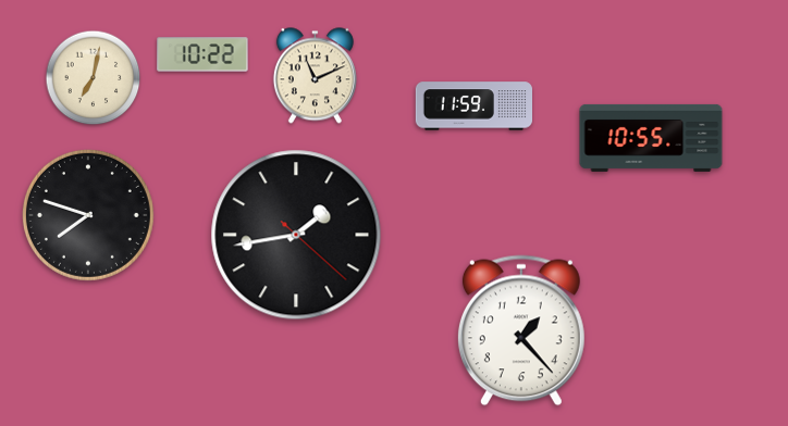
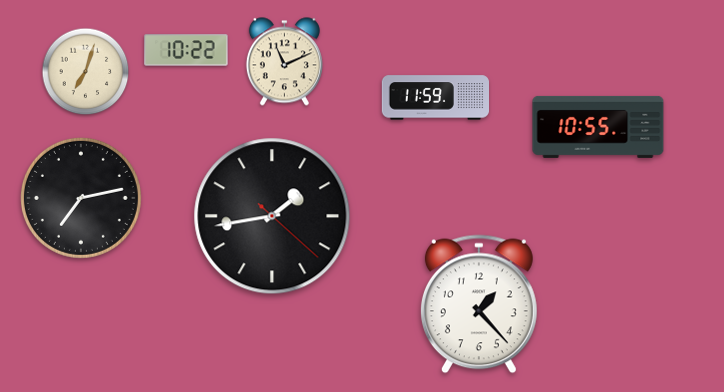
clock at (315, 76) position: (315, 76) -> (284, 62)
clock at (94, 78): 7:02 -> 7:03
clock at (88, 215): 7:48 -> 7:13
